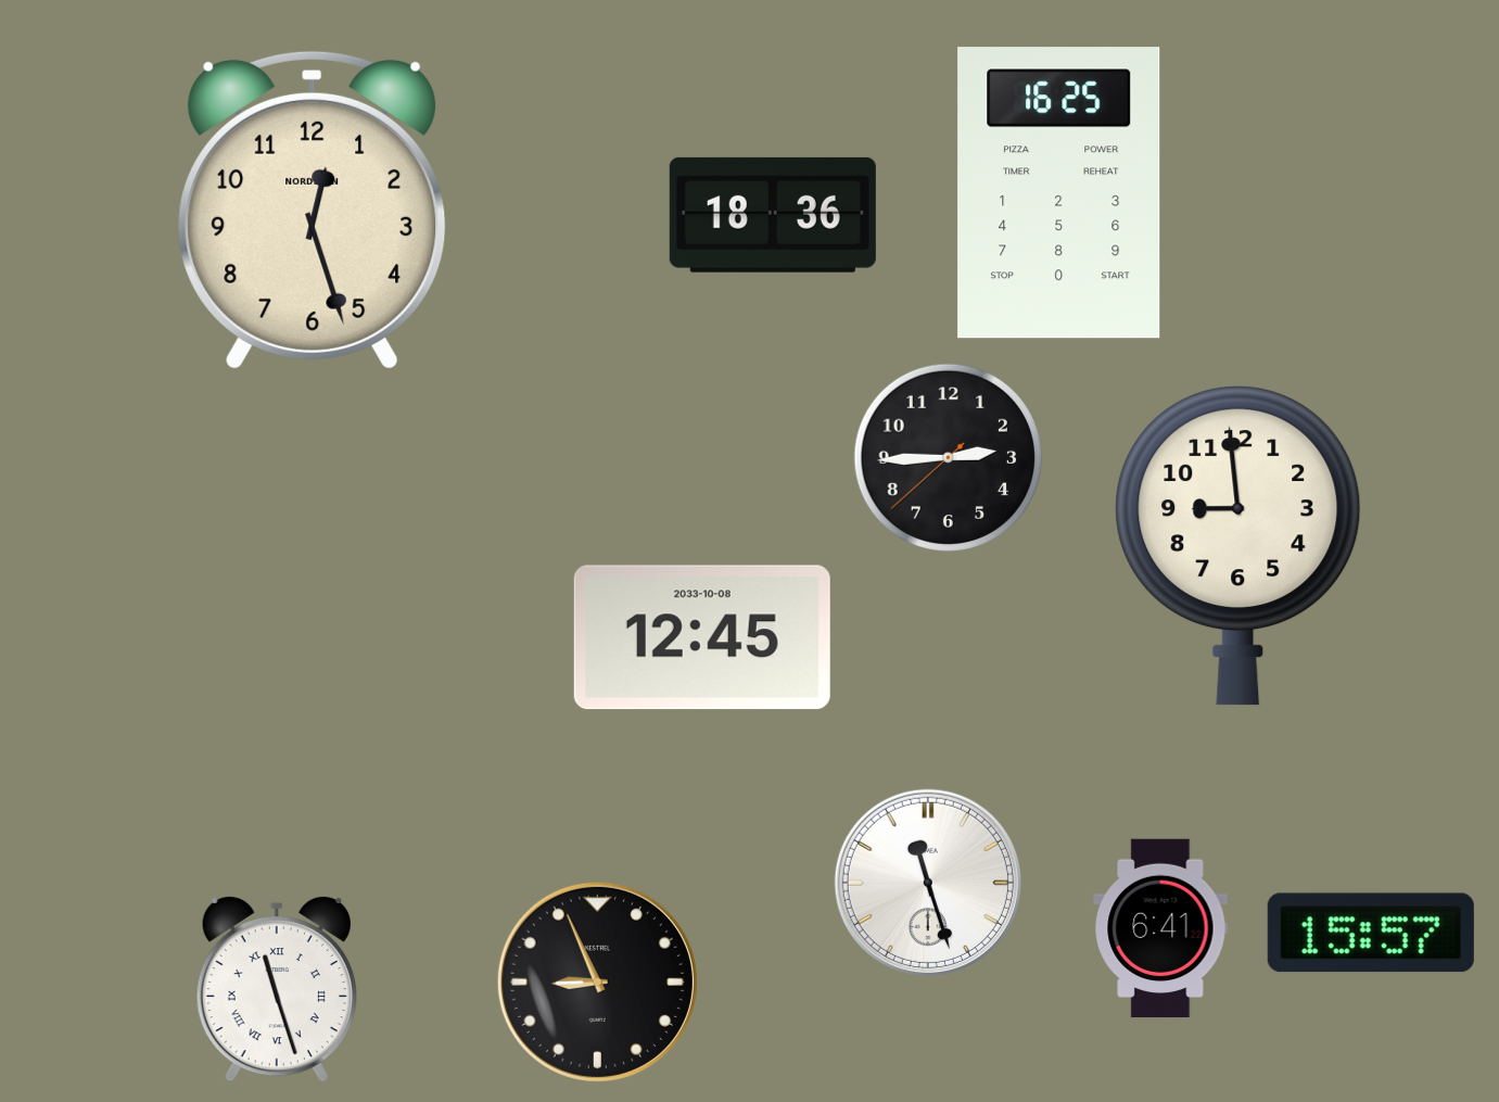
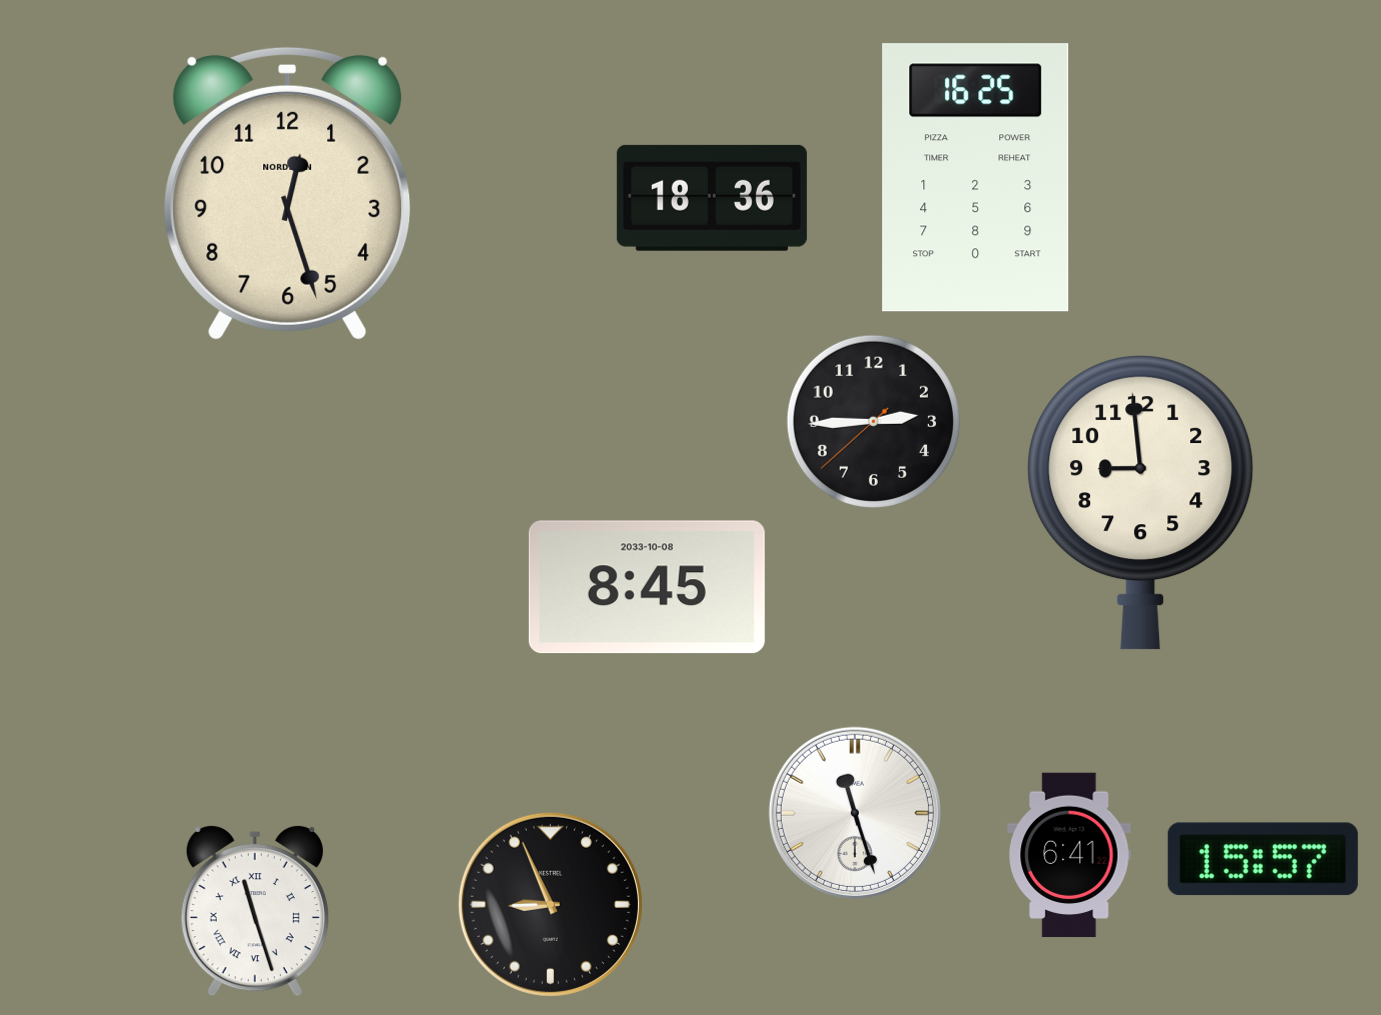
clock at (702, 637): 12:45 -> 8:45
